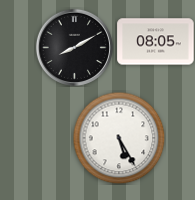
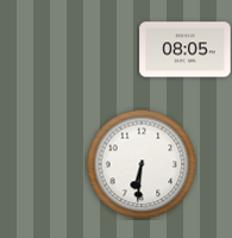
clock at (74, 47): 8:10 -> none
clock at (119, 138): 5:25 -> 6:31
